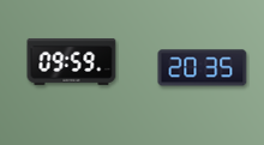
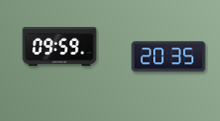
clock at (72, 61) position: (72, 61) -> (60, 46)
